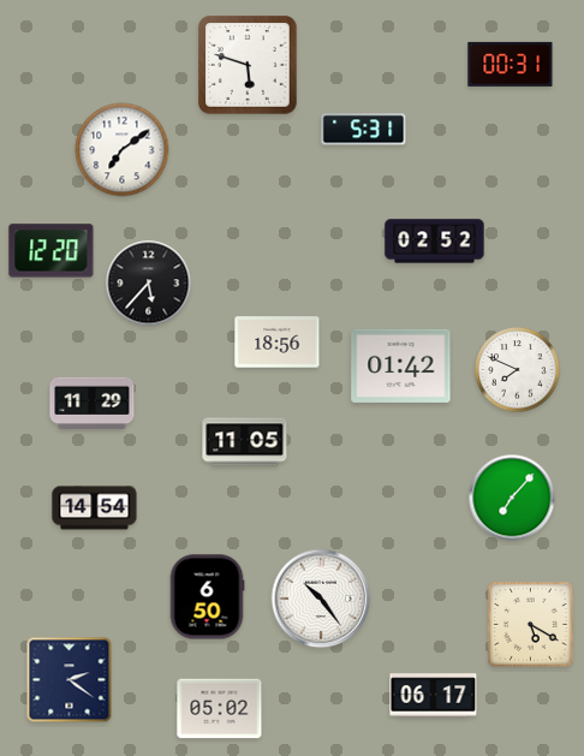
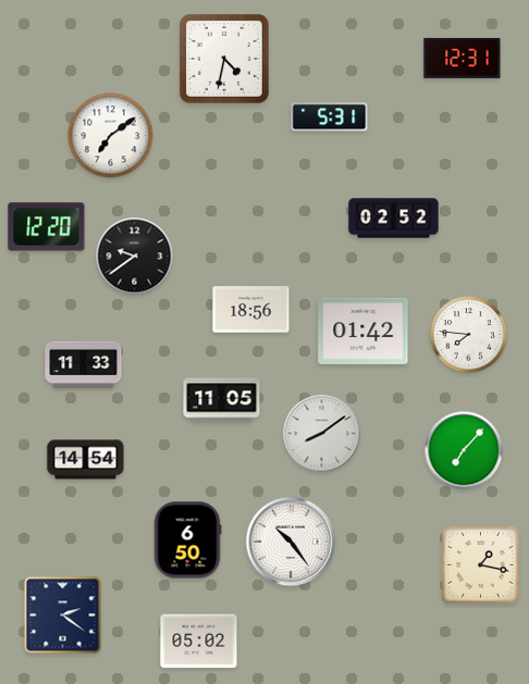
clock at (511, 64): 00:31 -> 12:31
clock at (248, 65): 5:48 -> 4:32
clock at (149, 284): 5:37 -> 9:39
clock at (518, 370): 7:49 -> 7:46
clock at (93, 403): 11:29 -> 11:33
clock at (322, 434): none -> 8:09
clock at (531, 625): 5:20 -> 1:17
clock at (434, 696): 06:17 -> none
